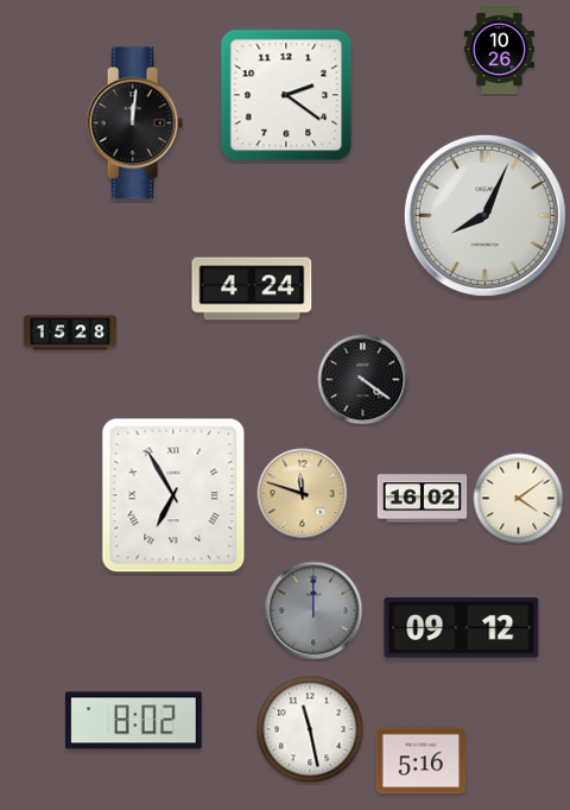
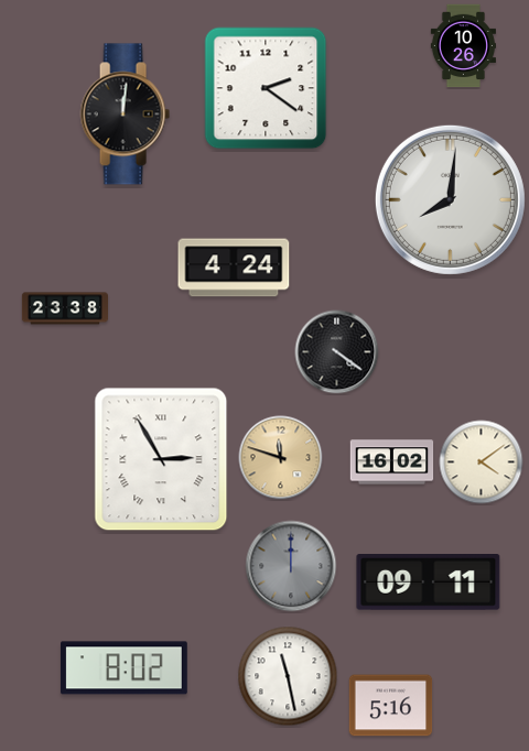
clock at (484, 215): 8:04 -> 8:01
clock at (69, 333): 15:28 -> 23:38
clock at (173, 495): 6:55 -> 2:55
clock at (462, 628): 09:12 -> 09:11
